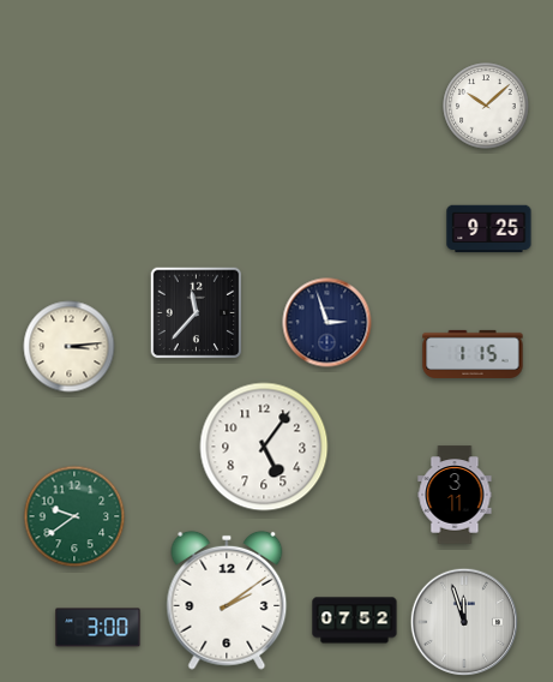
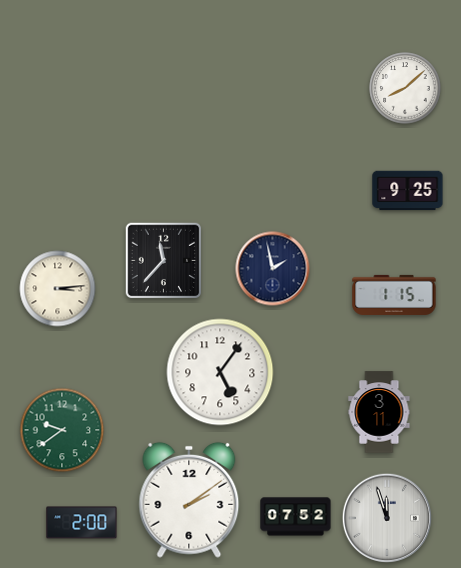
clock at (486, 106): 10:08 -> 8:08
clock at (327, 323): 2:57 -> 1:58
clock at (98, 628): 3:00 -> 2:00
